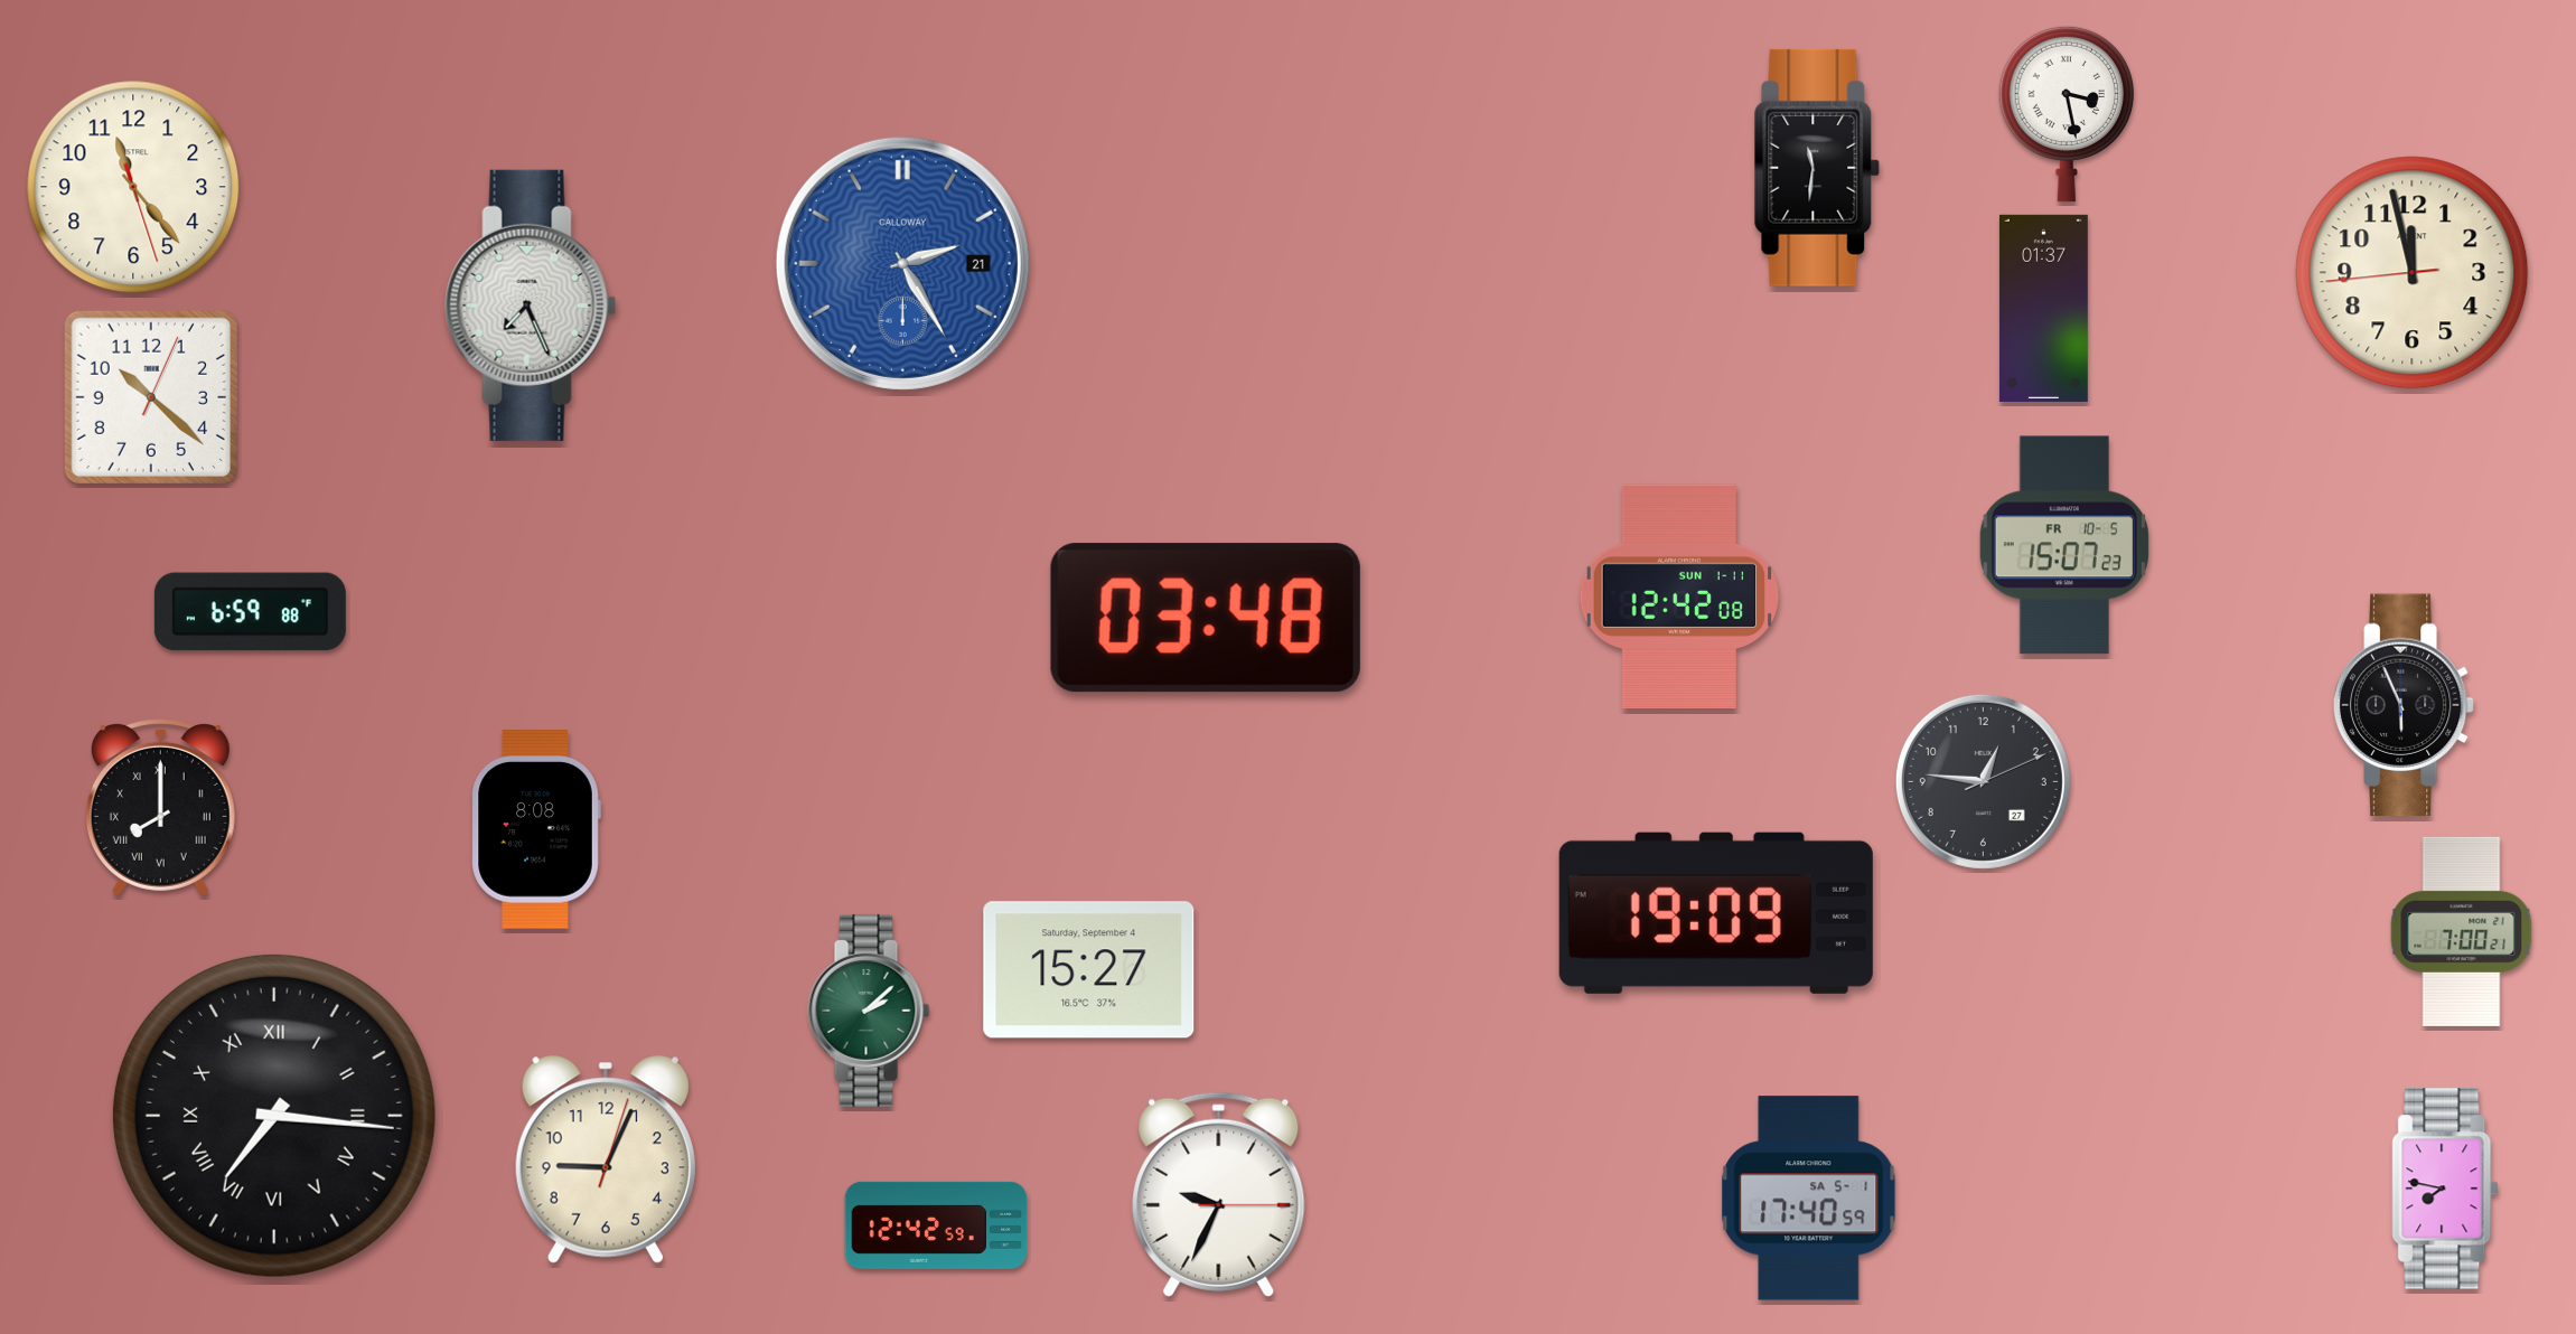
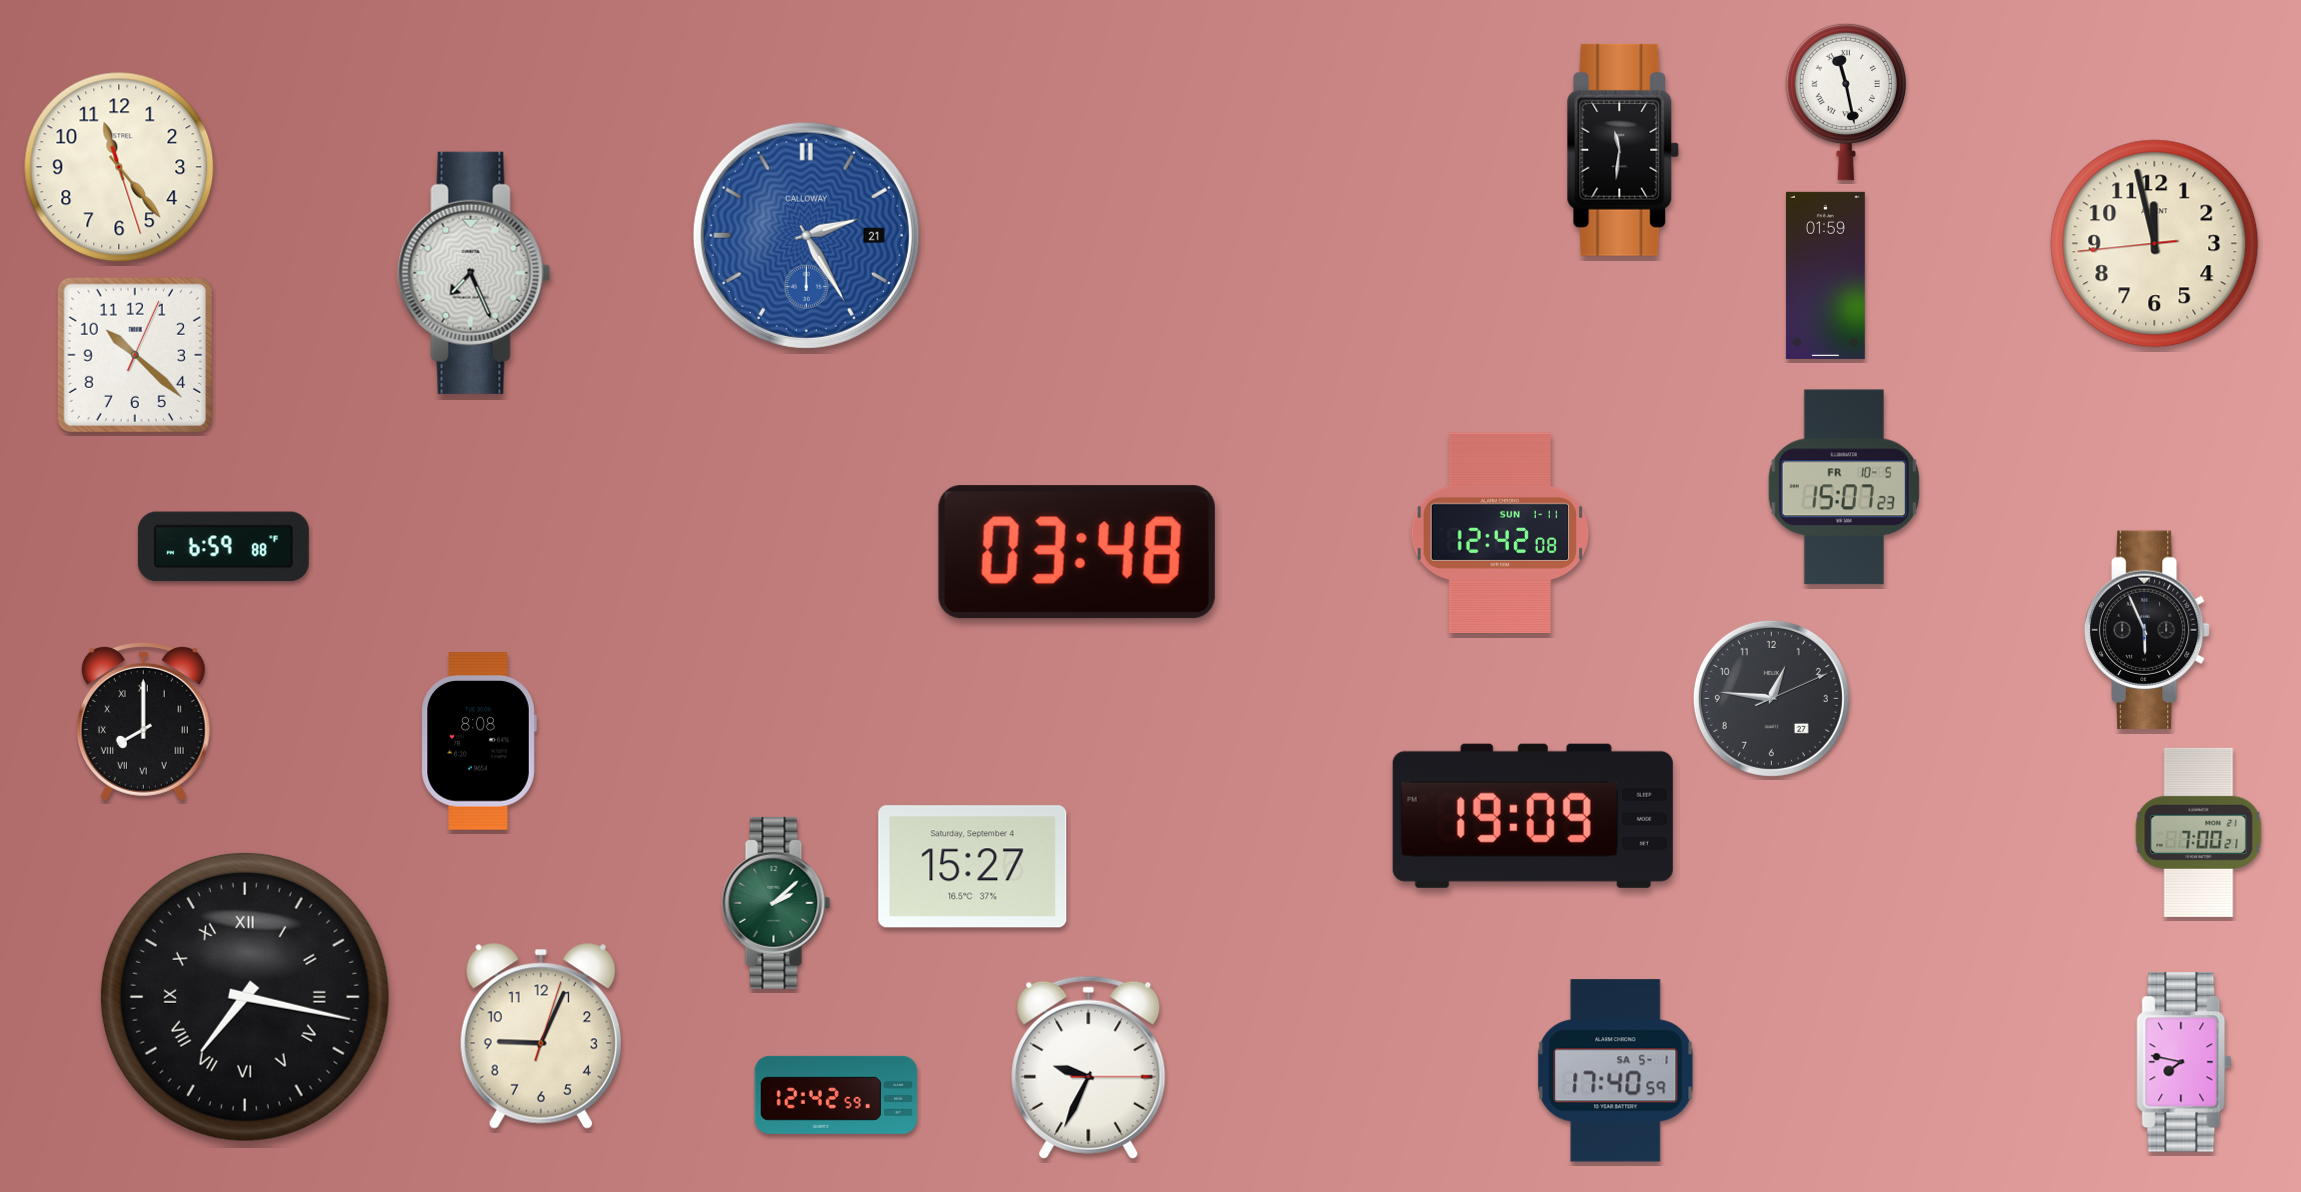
clock at (2066, 114): 3:28 -> 11:28
clock at (2043, 308): 01:37 -> 01:59
clock at (274, 1116): 7:16 -> 7:17
